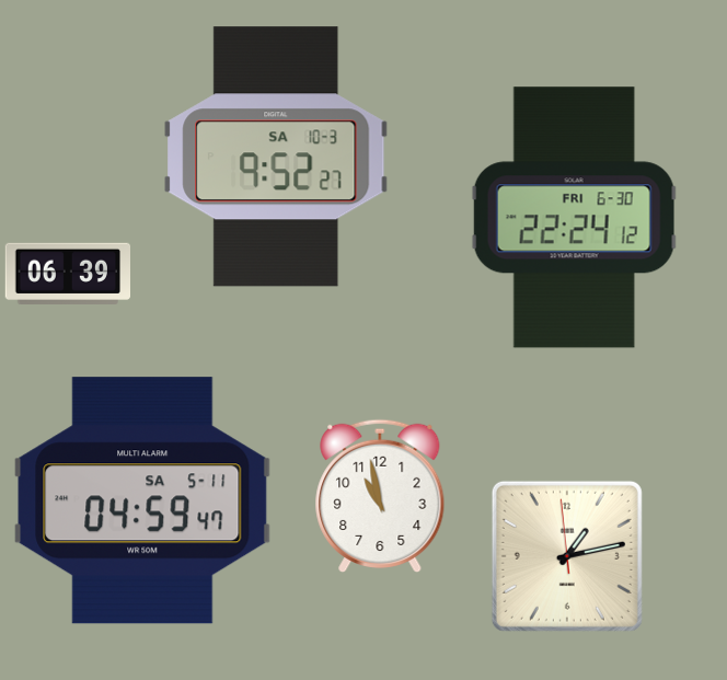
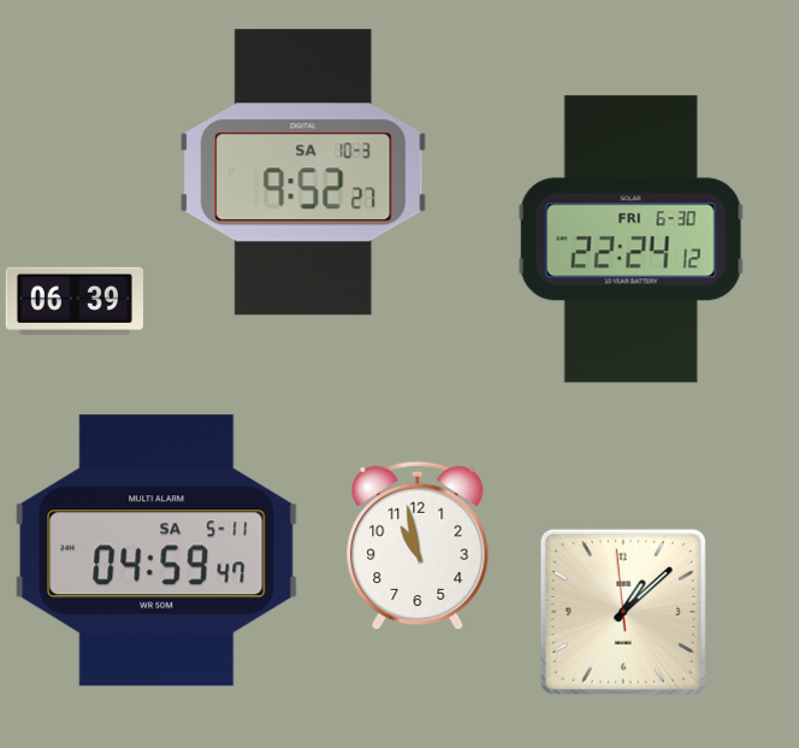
clock at (567, 556): 1:12 -> 1:07
